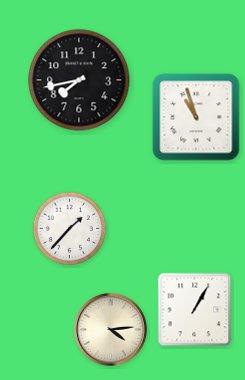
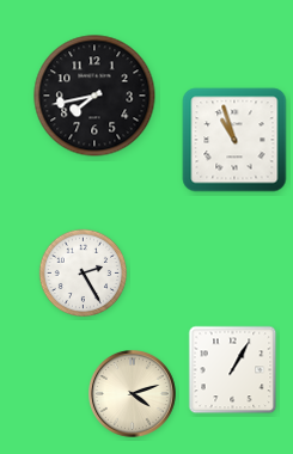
clock at (70, 229): 1:37 -> 2:25
clock at (111, 330): 4:14 -> 4:12
